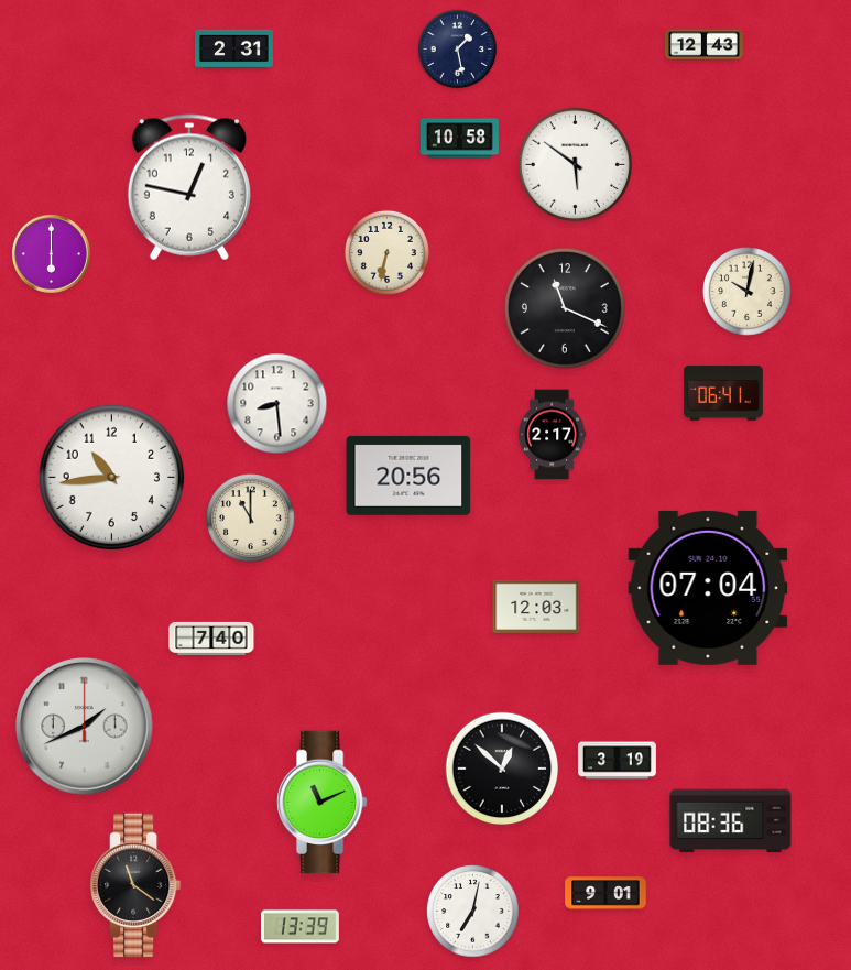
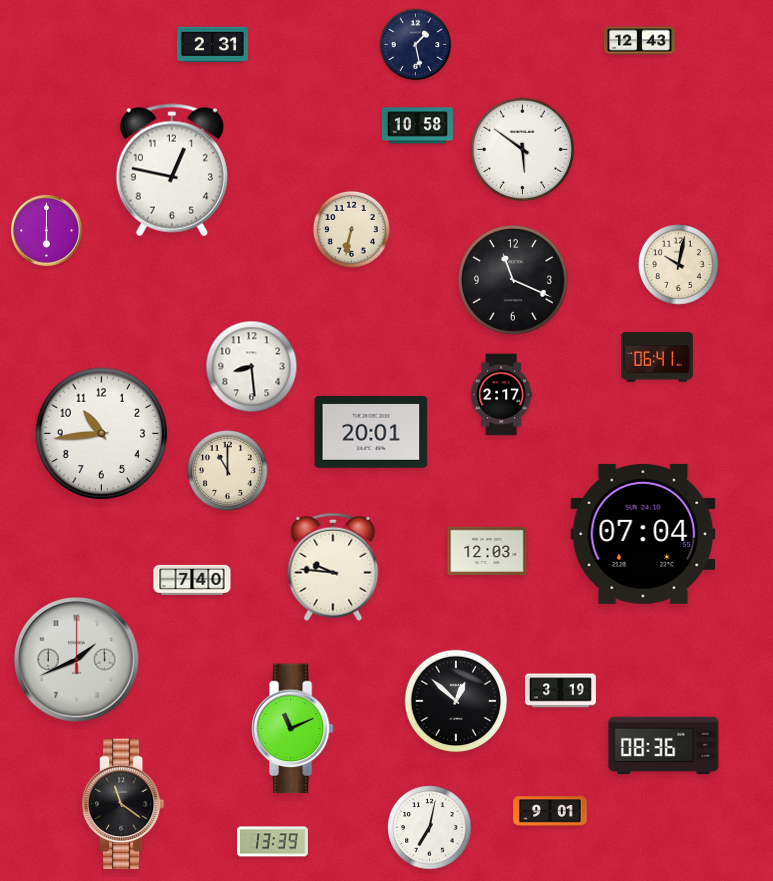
clock at (408, 476): 20:56 -> 20:01
clock at (333, 567): none -> 9:46
clock at (502, 769) position: (502, 769) -> (456, 701)
